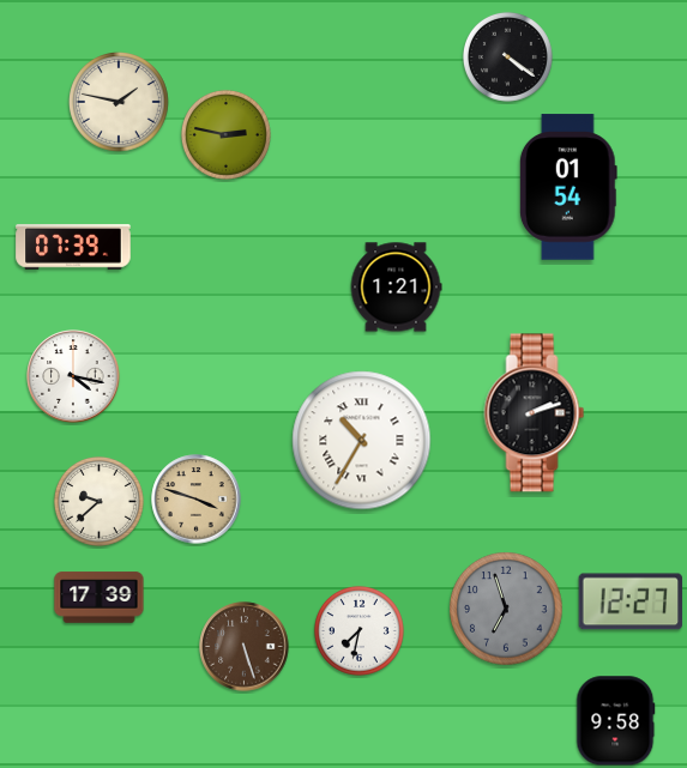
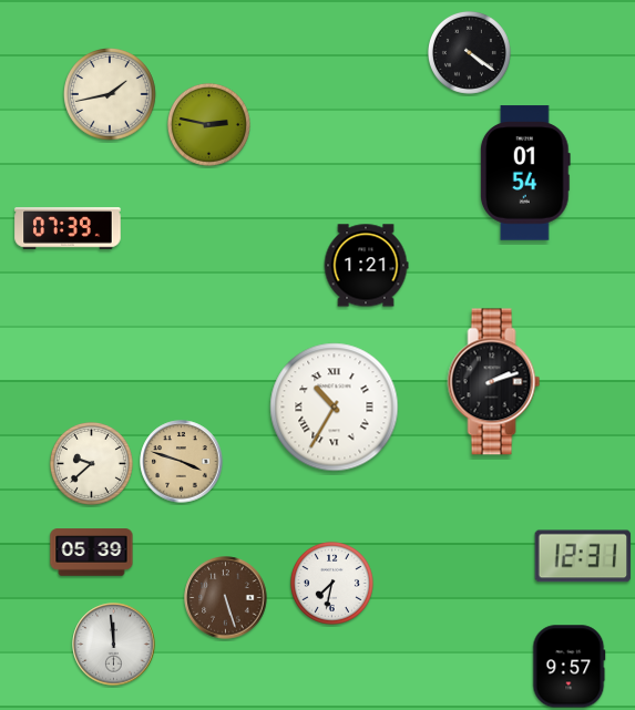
clock at (120, 103): 1:47 -> 1:43
clock at (73, 376): 4:17 -> none
clock at (100, 598): 17:39 -> 05:39
clock at (631, 601): 12:27 -> 12:31
clock at (506, 609): 6:57 -> none
clock at (114, 645): none -> 11:59
clock at (616, 721): 9:58 -> 9:57
